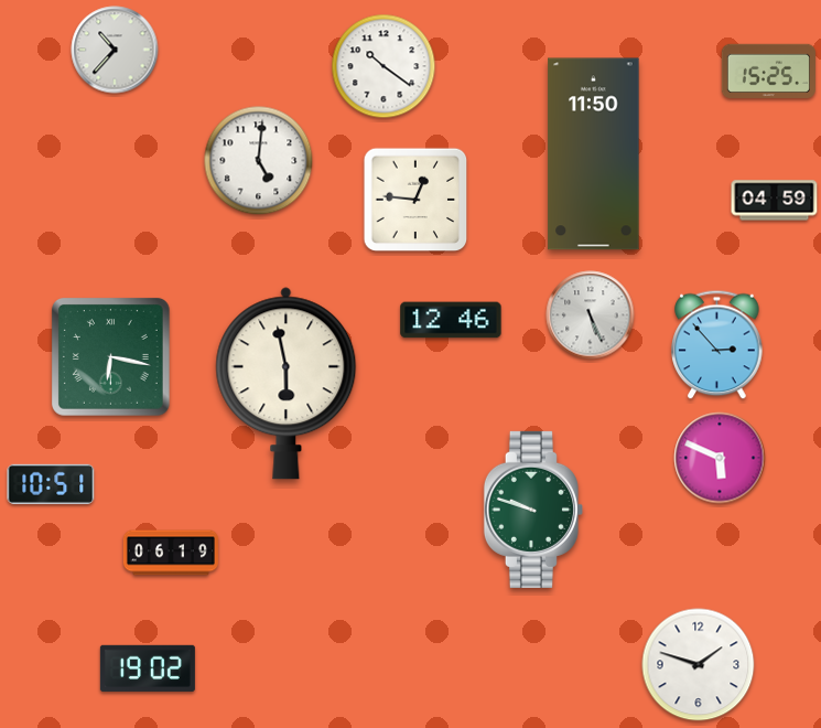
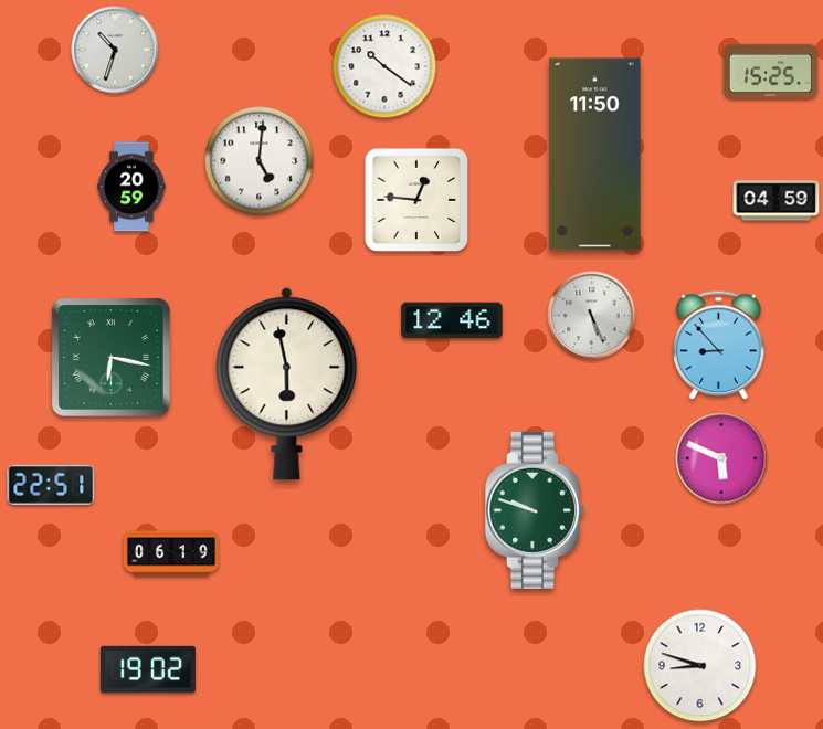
clock at (115, 50): 10:37 -> 10:33
clock at (131, 187): none -> 20:59
clock at (717, 345): 2:53 -> 8:53
clock at (51, 484): 10:51 -> 22:51
clock at (699, 665): 1:48 -> 8:48
